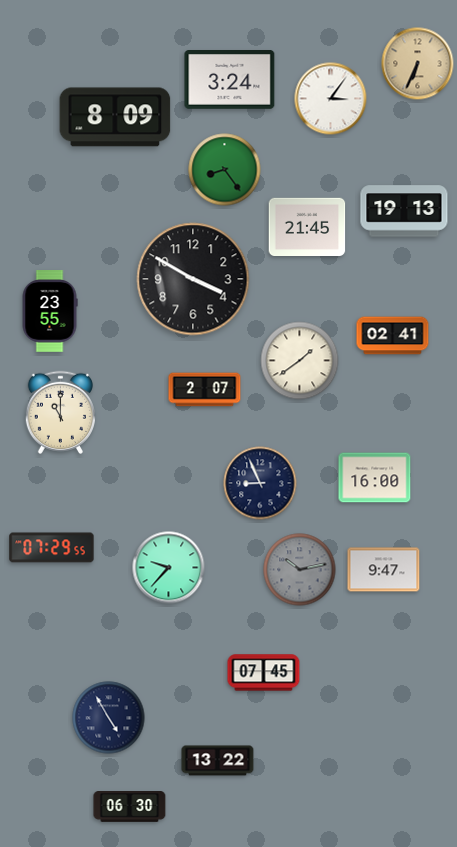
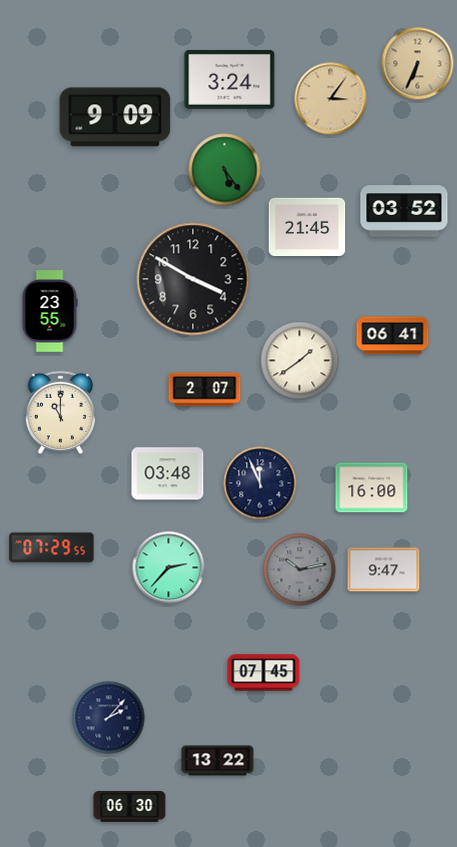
clock at (331, 99) dial: white -> champagne
clock at (115, 117): 8:09 -> 9:09
clock at (225, 170): 8:24 -> 5:24
clock at (404, 211): 19:13 -> 03:52
clock at (393, 336): 02:41 -> 06:41
clock at (168, 474): none -> 03:48
clock at (375, 478) position: (375, 478) -> (372, 488)
clock at (260, 483): 8:56 -> 11:56
clock at (169, 568): 9:37 -> 2:37
clock at (109, 718): 4:55 -> 2:07
